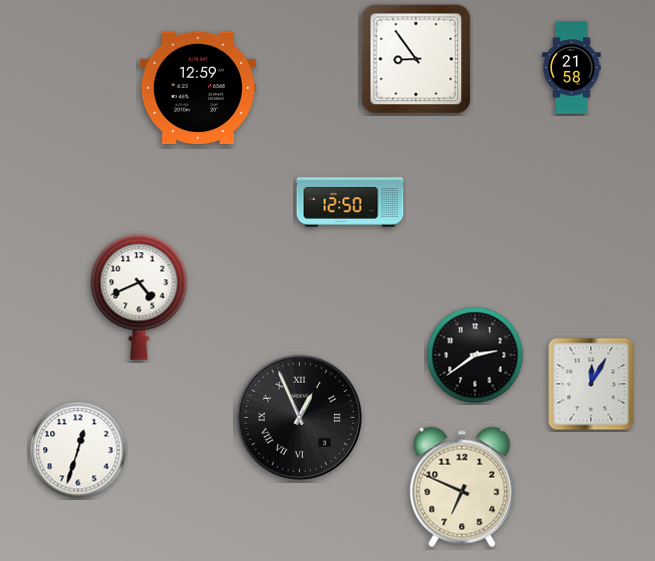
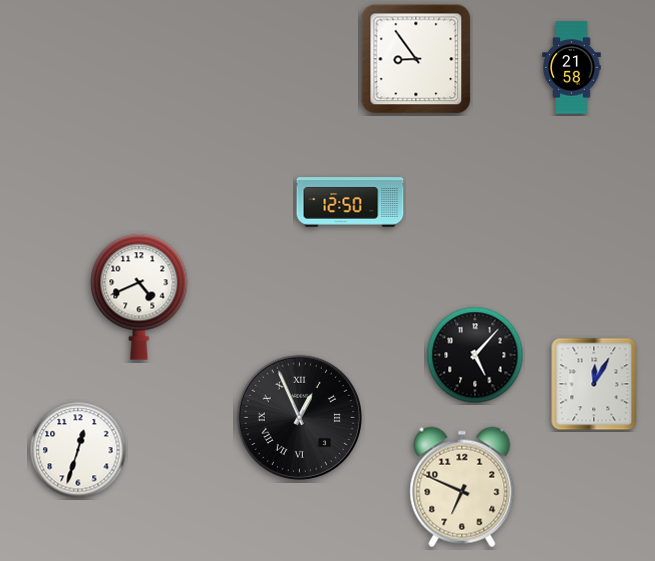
clock at (198, 88): 12:59 -> none
clock at (475, 355): 2:39 -> 5:07
clock at (591, 384) position: (591, 384) -> (594, 384)
